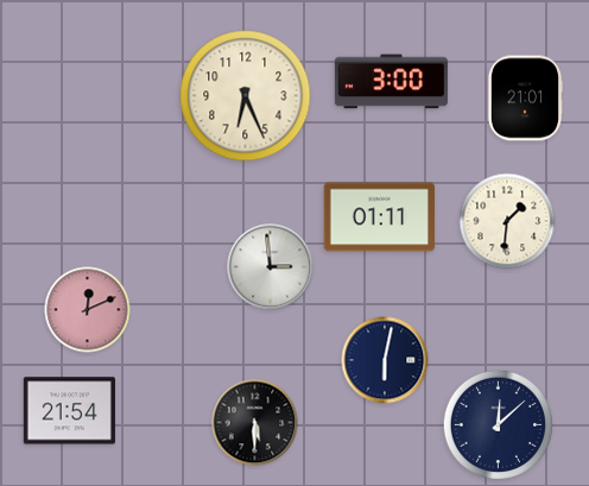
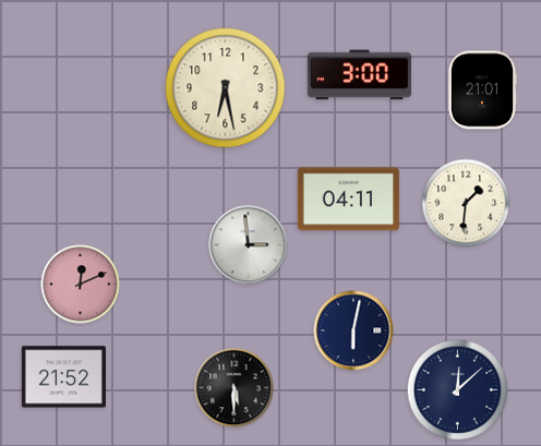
clock at (246, 96): 6:26 -> 6:28
clock at (380, 217): 01:11 -> 04:11
clock at (69, 411): 21:54 -> 21:52
